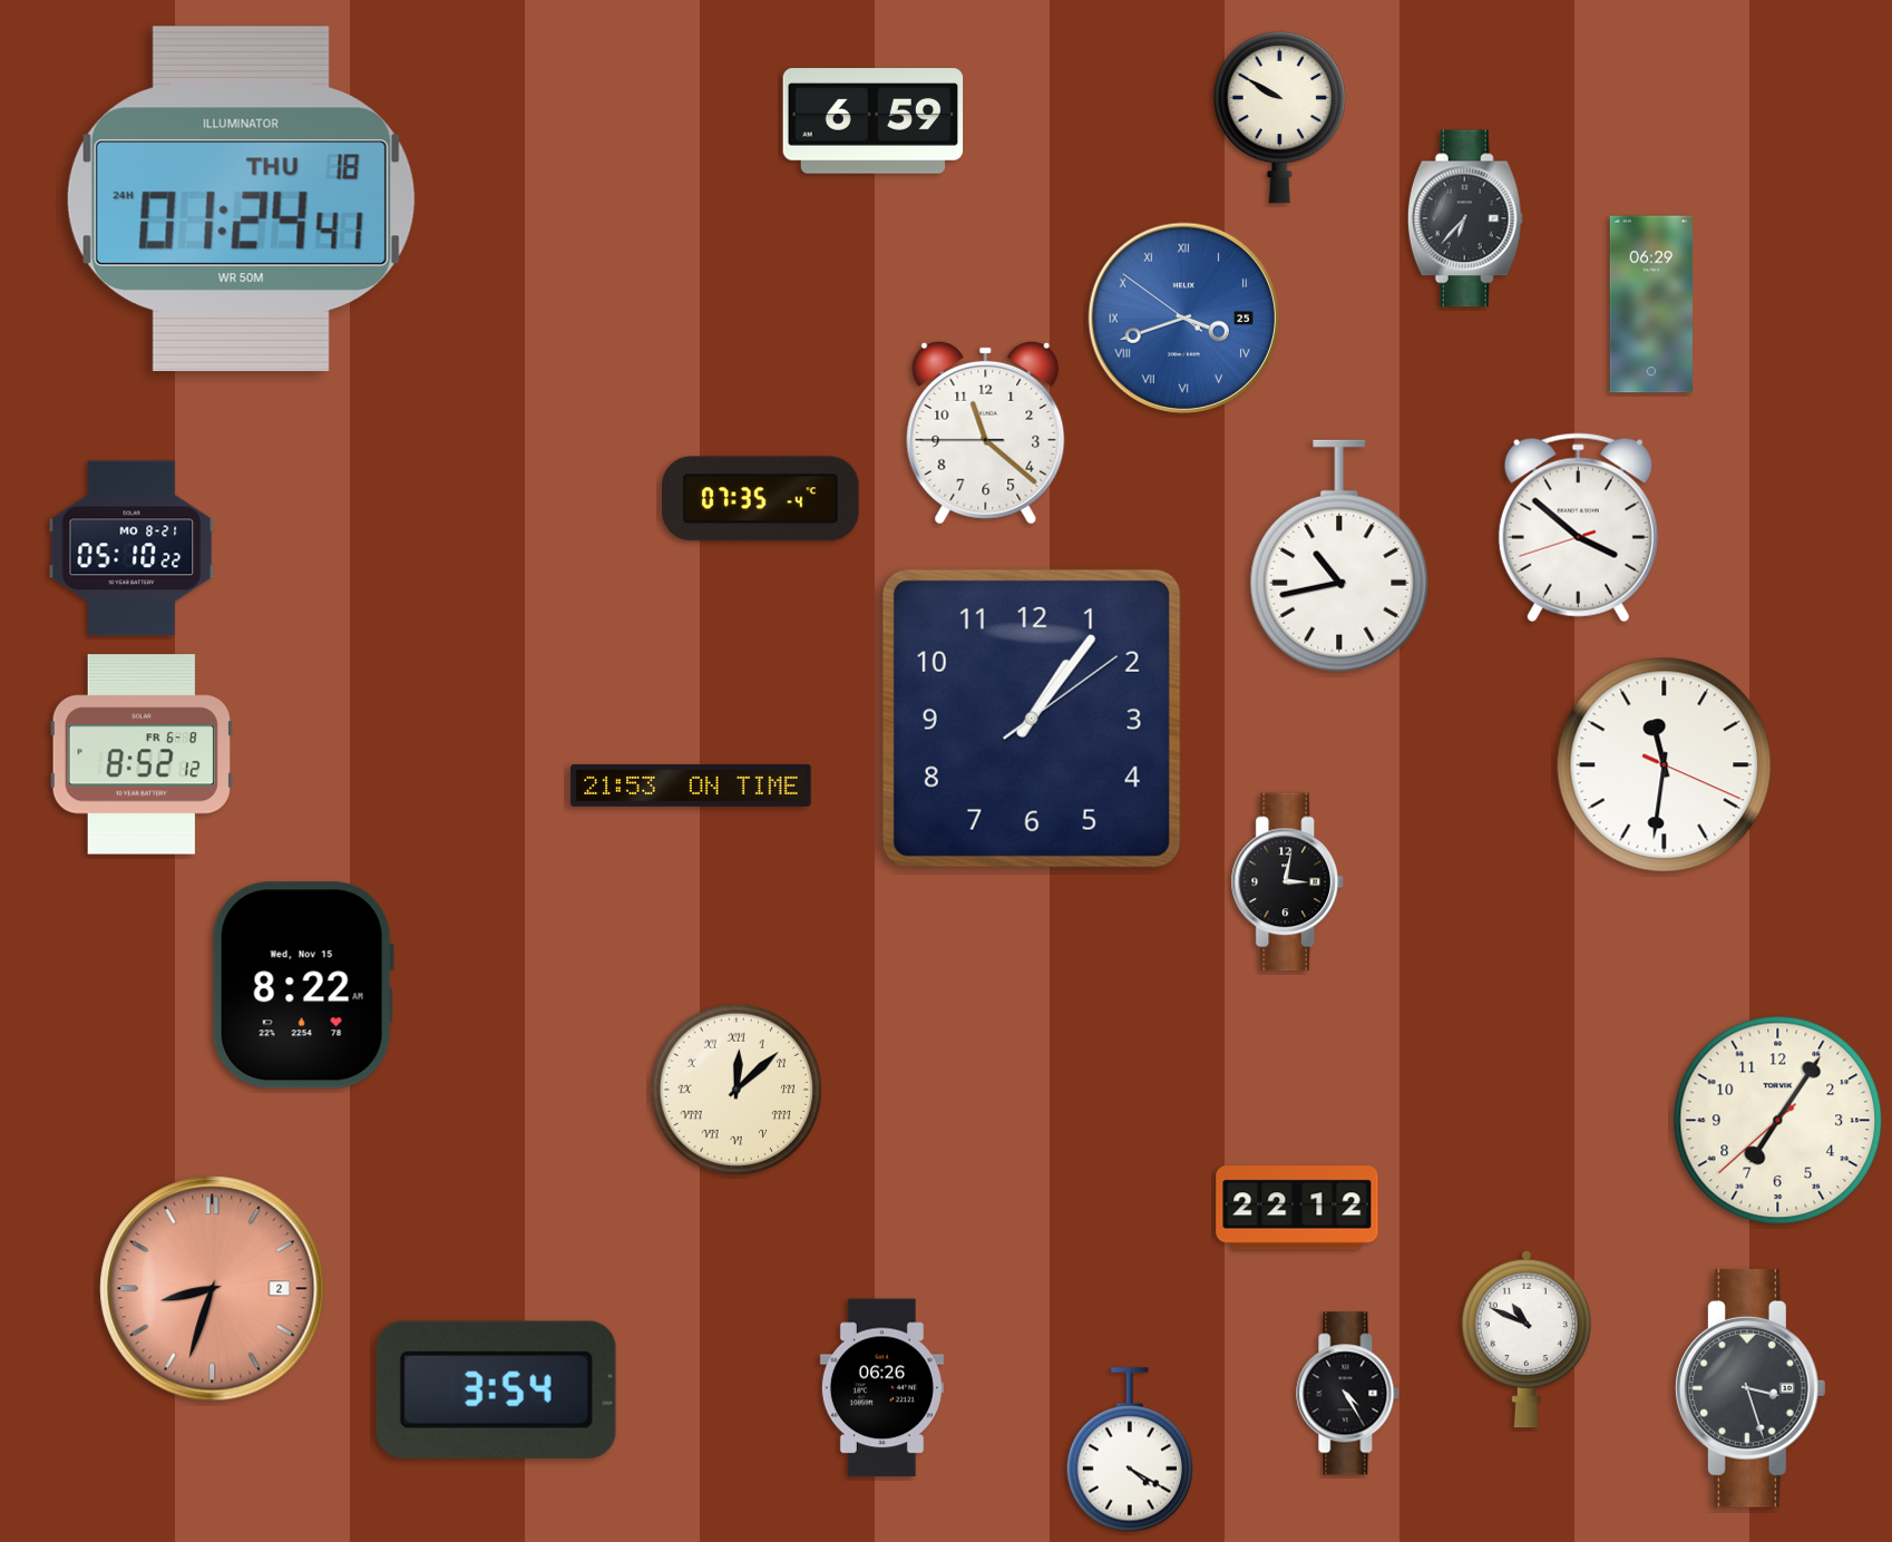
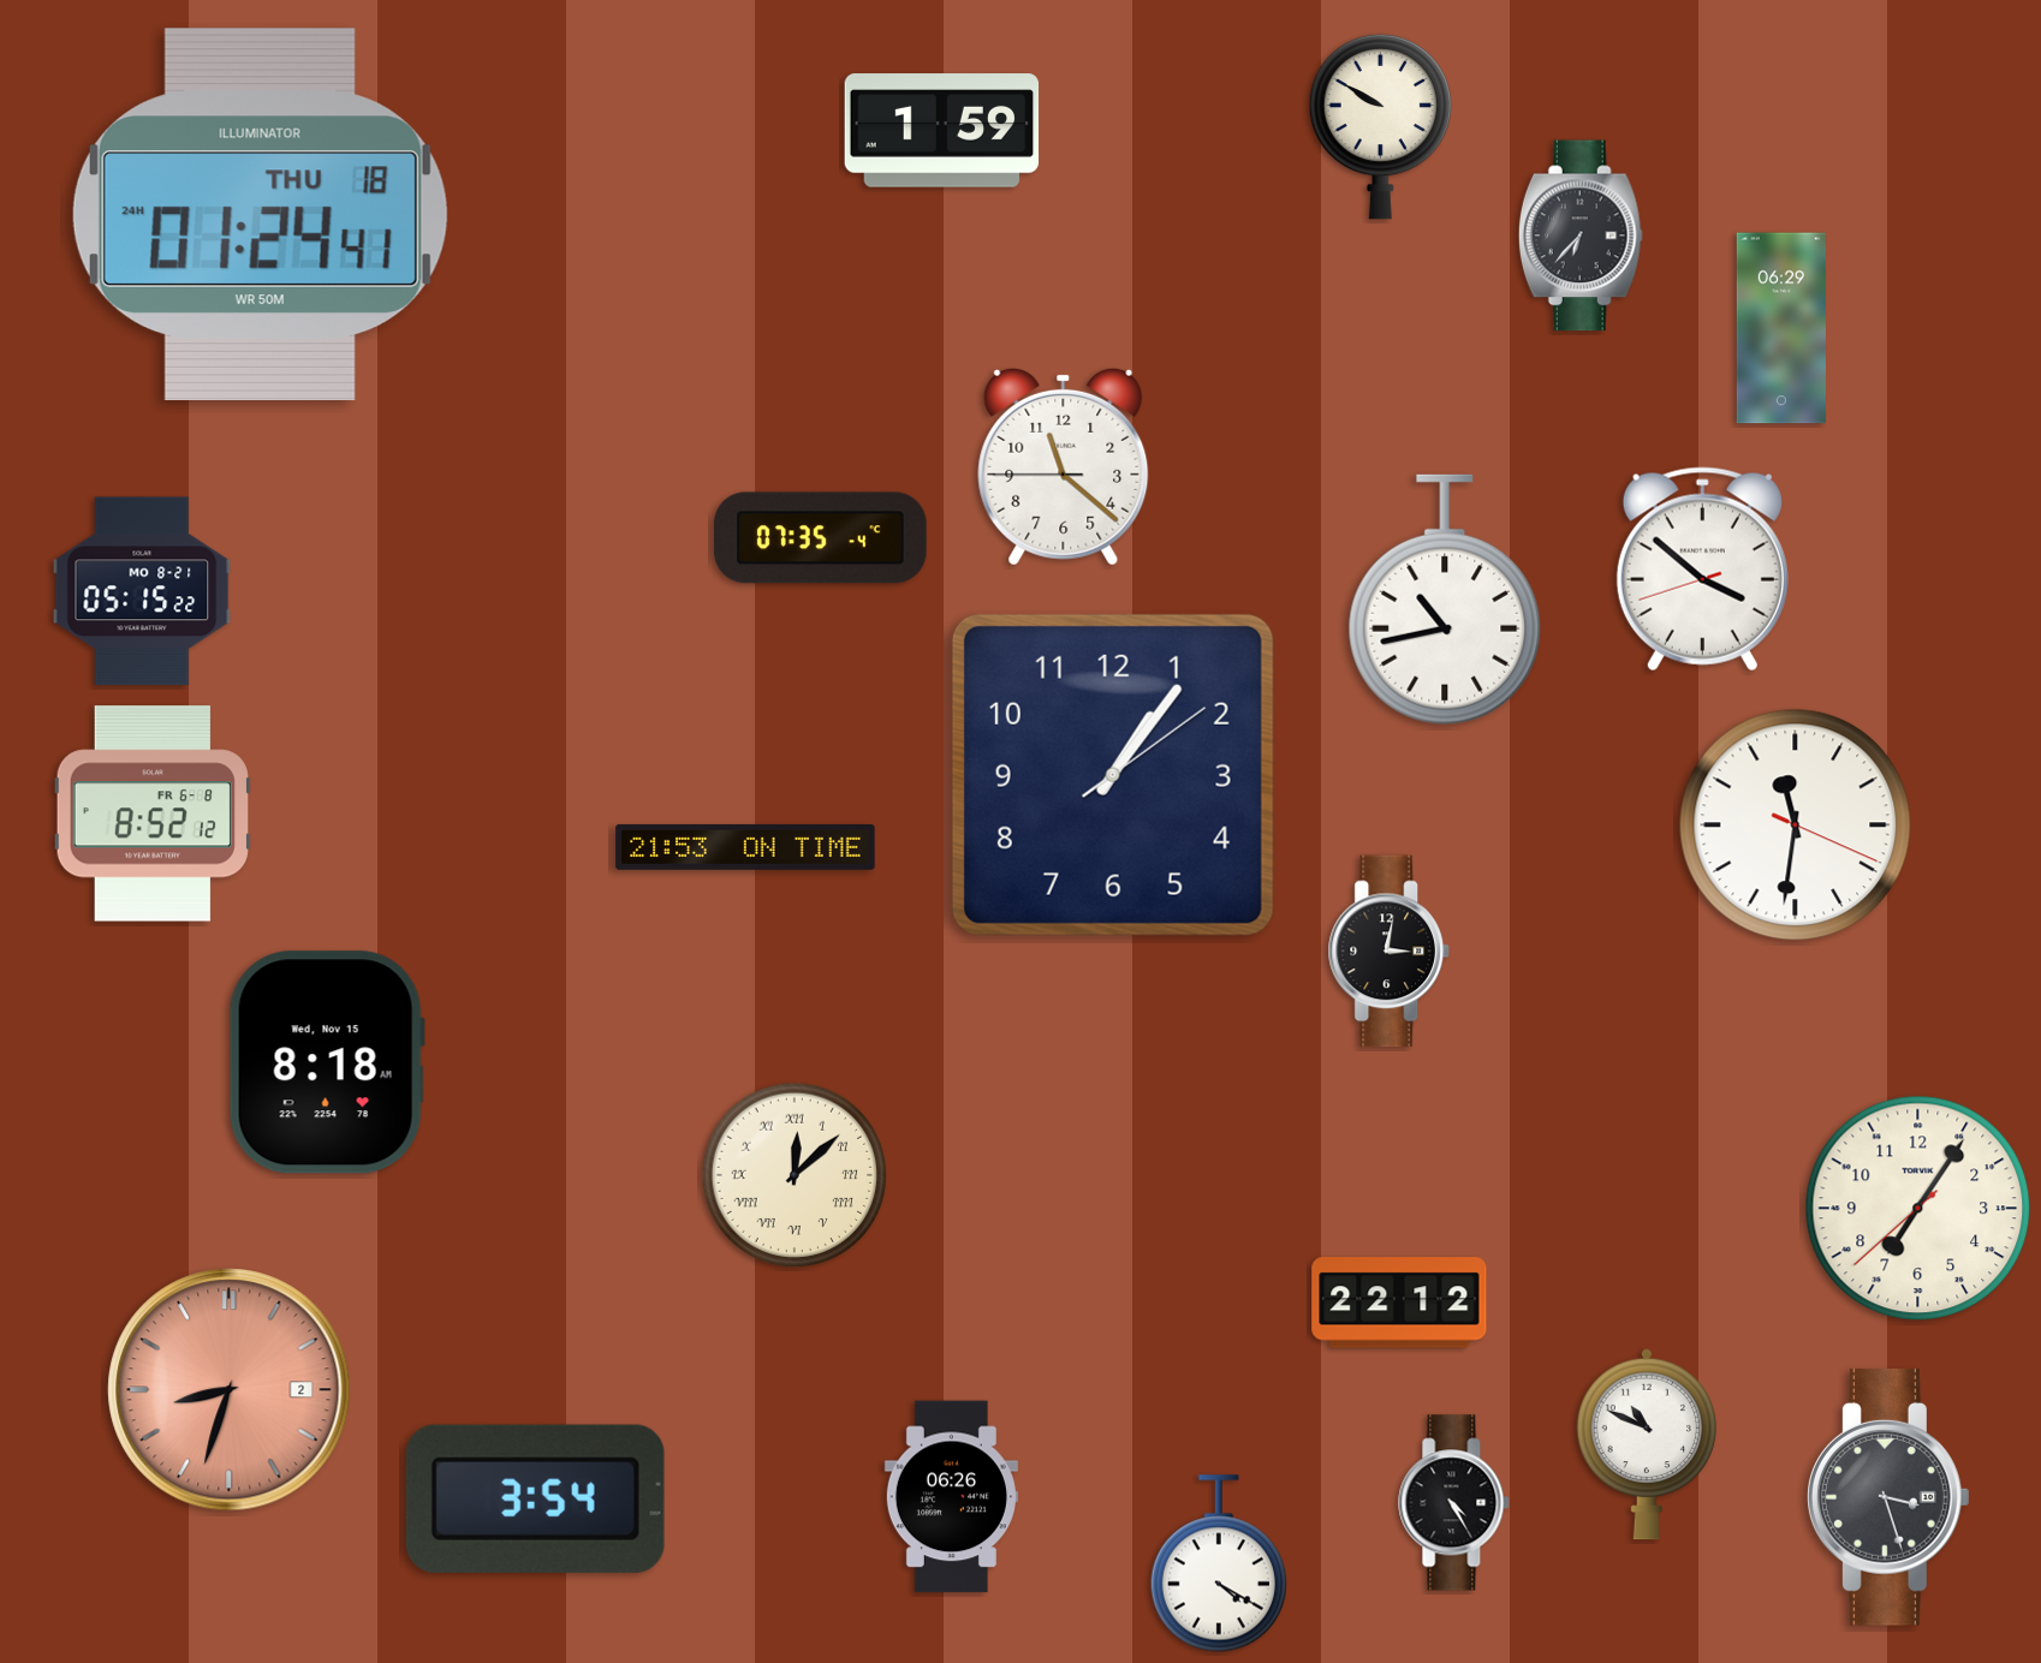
clock at (874, 121): 6:59 -> 1:59
clock at (1183, 318): 3:41 -> none
clock at (131, 548): 05:10 -> 05:15
clock at (303, 985): 8:22 -> 8:18
